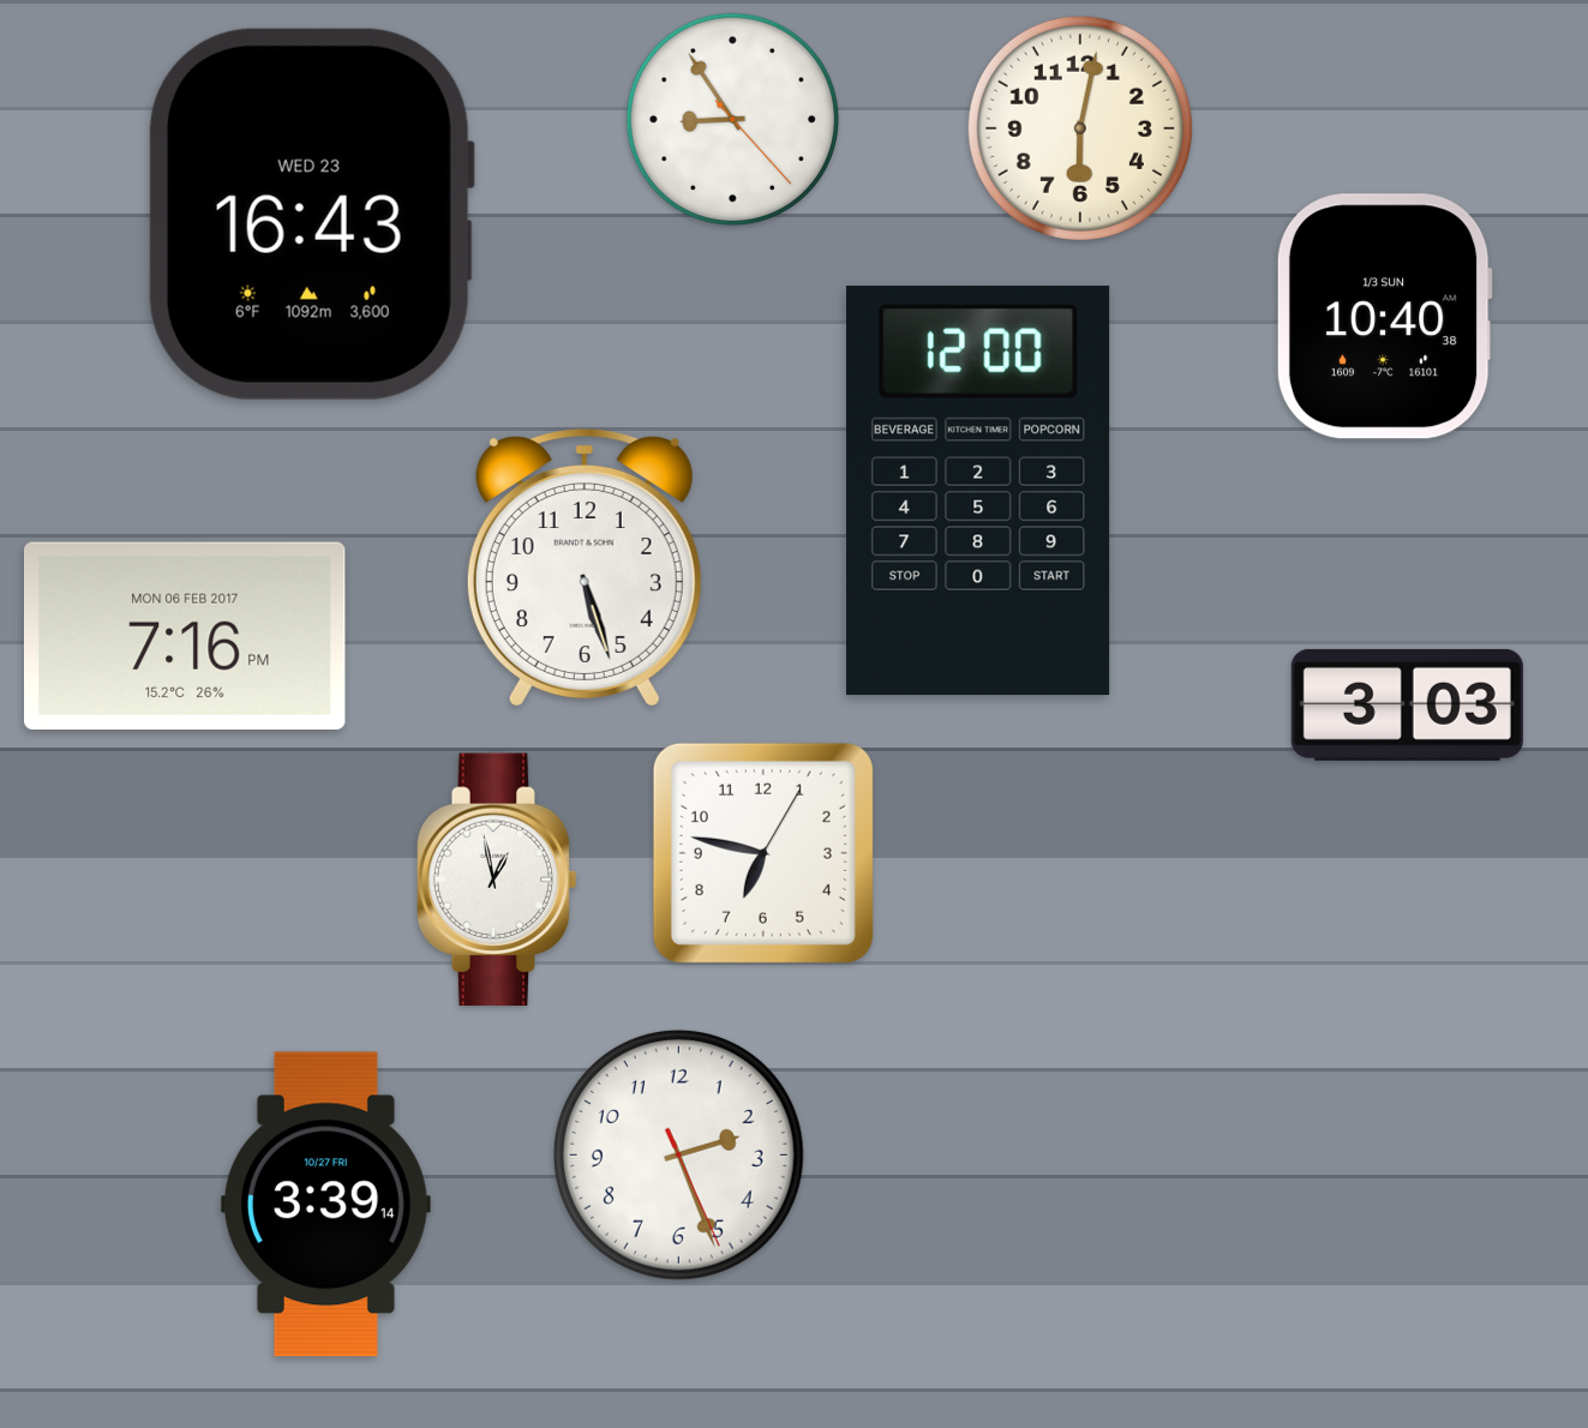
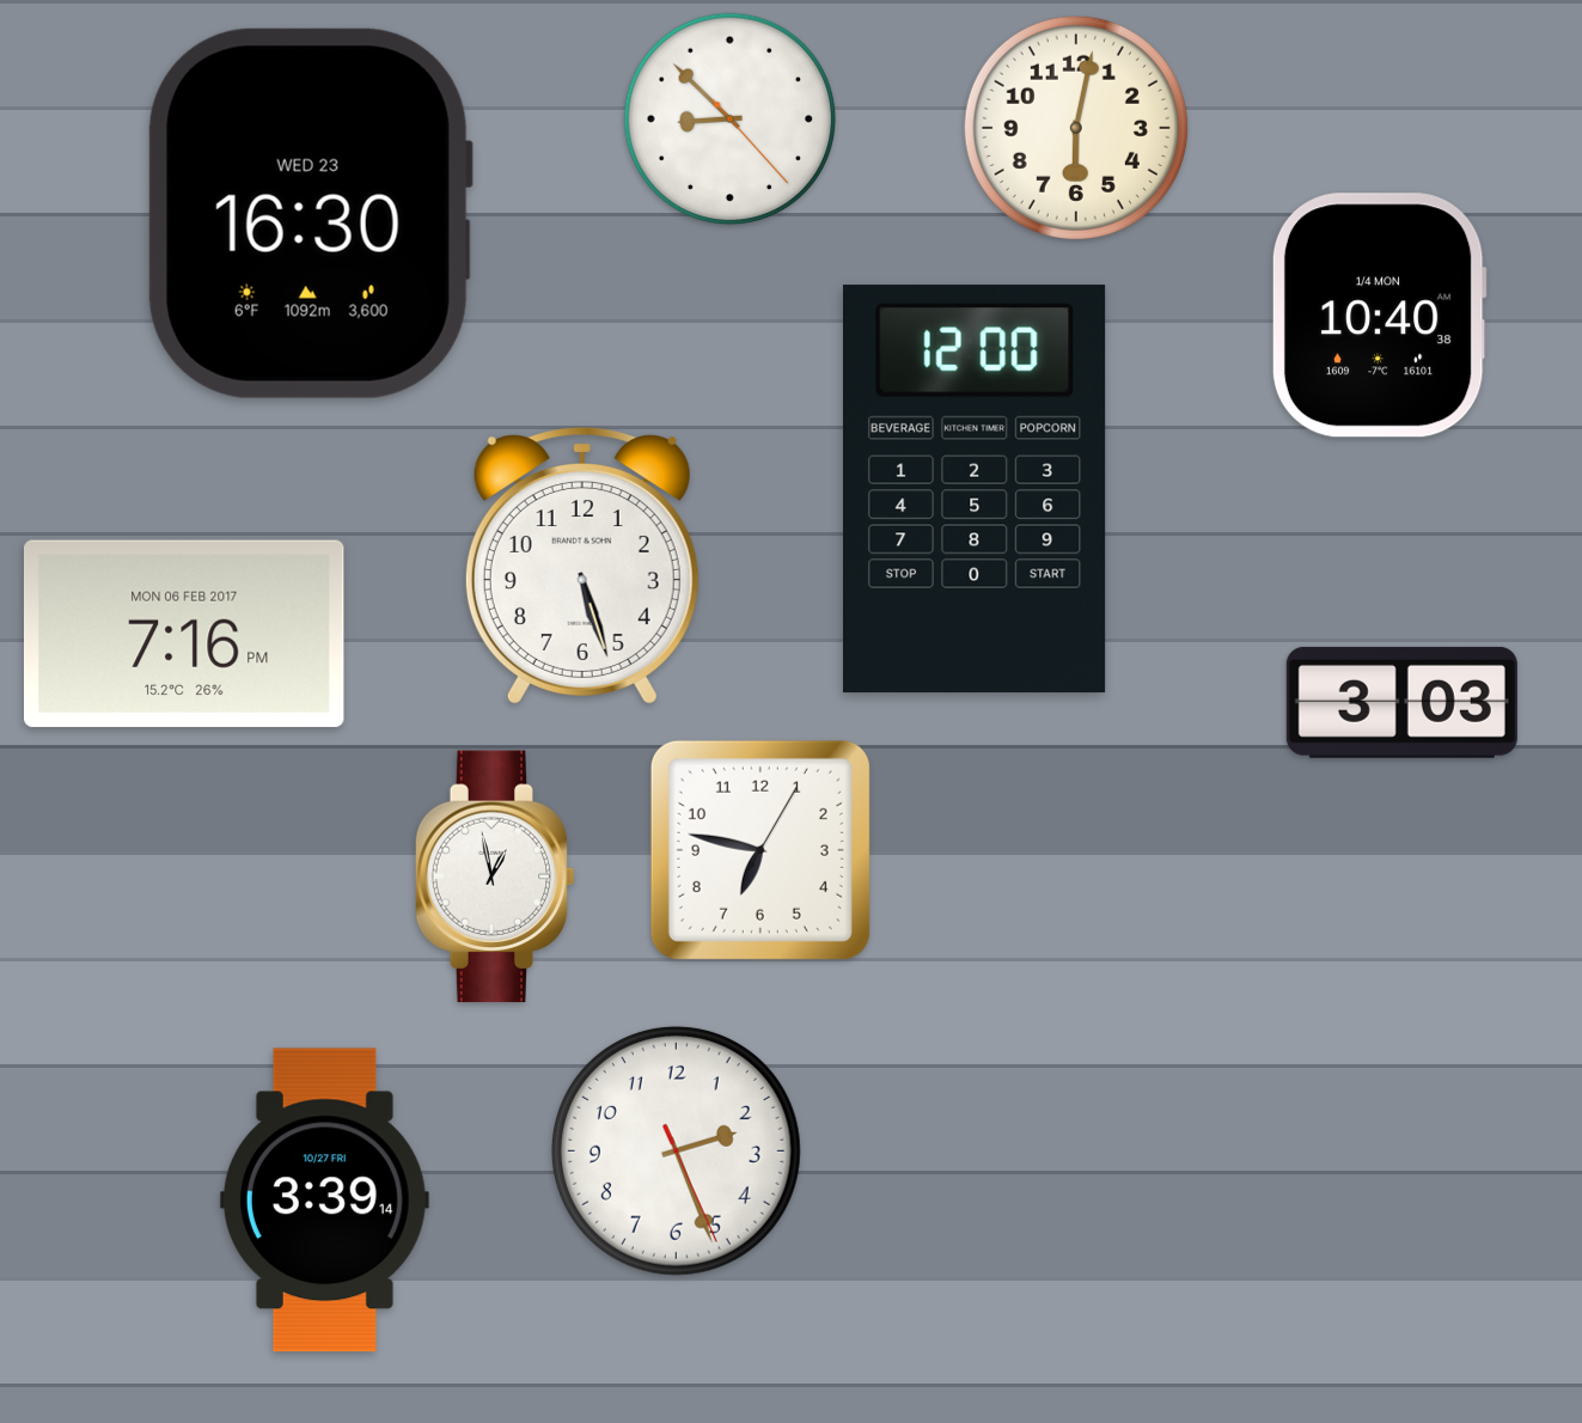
clock at (733, 120): 8:54 -> 8:52
clock at (311, 214): 16:43 -> 16:30
clock at (1384, 317) date: 1/3 SUN -> 1/4 MON
